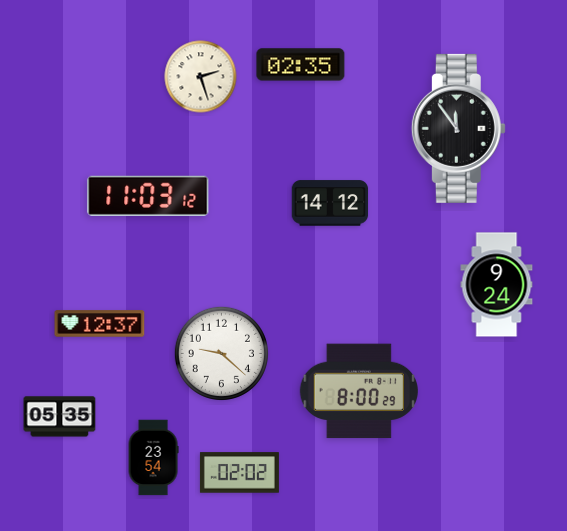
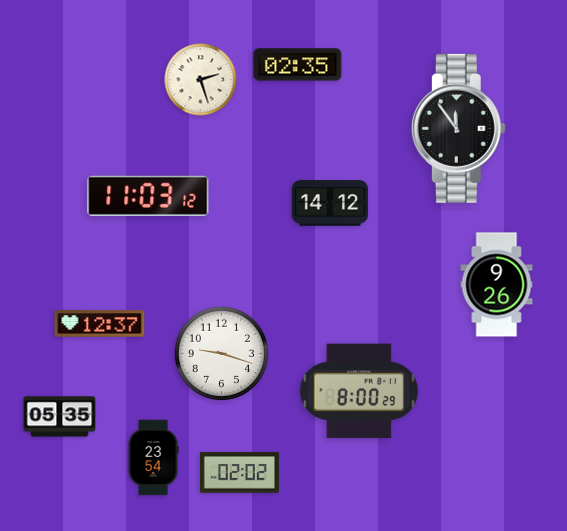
clock at (301, 65) position: (301, 65) -> (298, 65)
clock at (201, 77) position: (201, 77) -> (201, 80)
clock at (497, 285): 9:24 -> 9:26
clock at (221, 353): 9:22 -> 9:18
